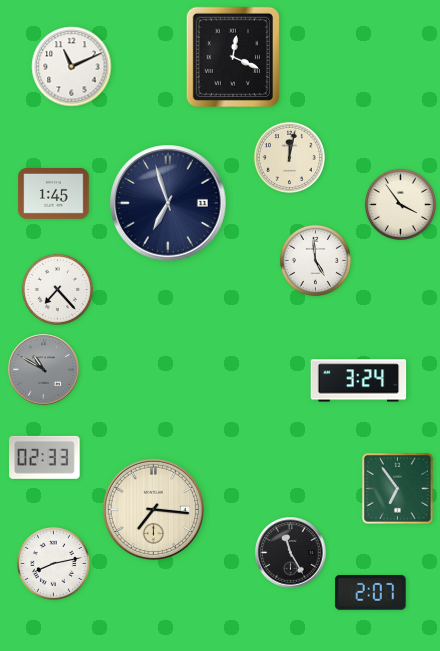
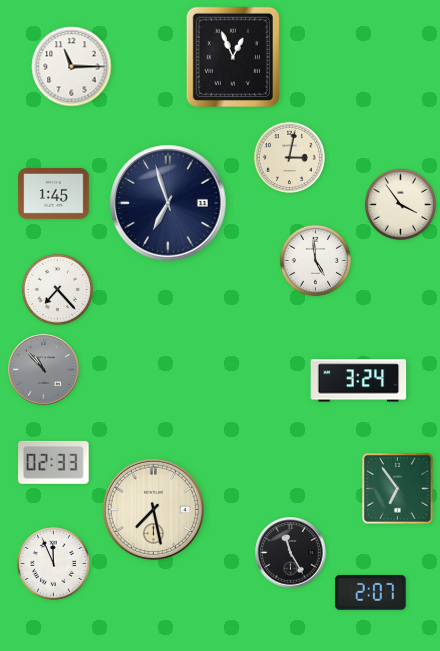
clock at (233, 57): 12:19 -> 12:56
clock at (72, 67): 11:11 -> 11:15
clock at (289, 157): 12:02 -> 3:02
clock at (44, 370): 10:50 -> 10:53
clock at (45, 457) position: (45, 457) -> (54, 462)
clock at (153, 509): 7:16 -> 7:28
clock at (53, 563): 8:13 -> 11:56
